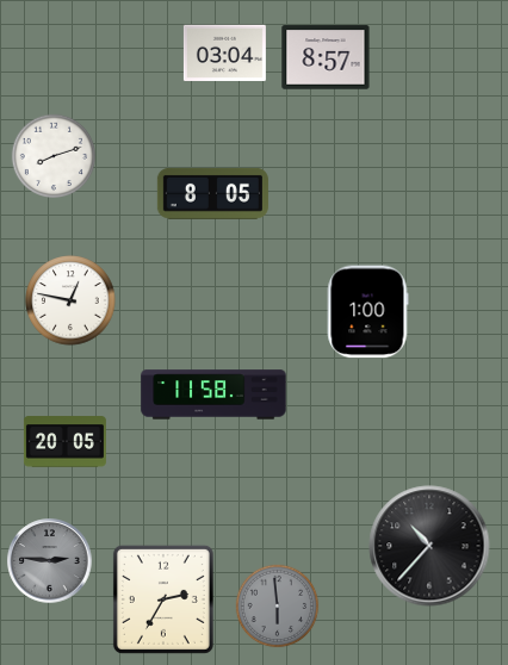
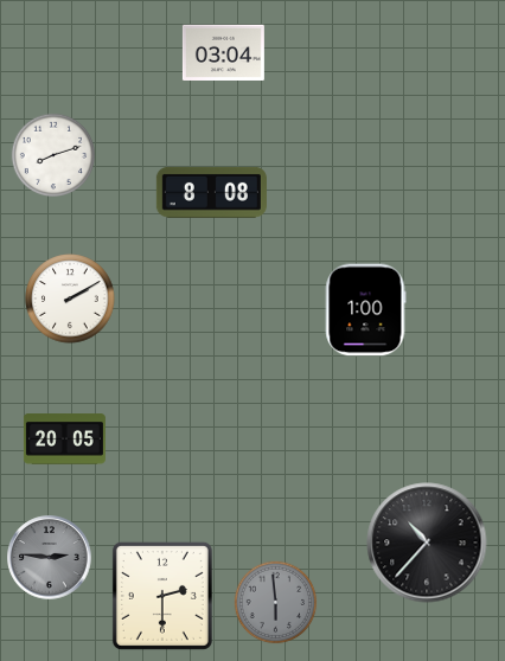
clock at (326, 57): 8:57 -> none
clock at (212, 193): 8:05 -> 8:08
clock at (70, 300): 12:47 -> 2:10
clock at (213, 394): 11:58 -> none
clock at (163, 599): 2:35 -> 2:30
